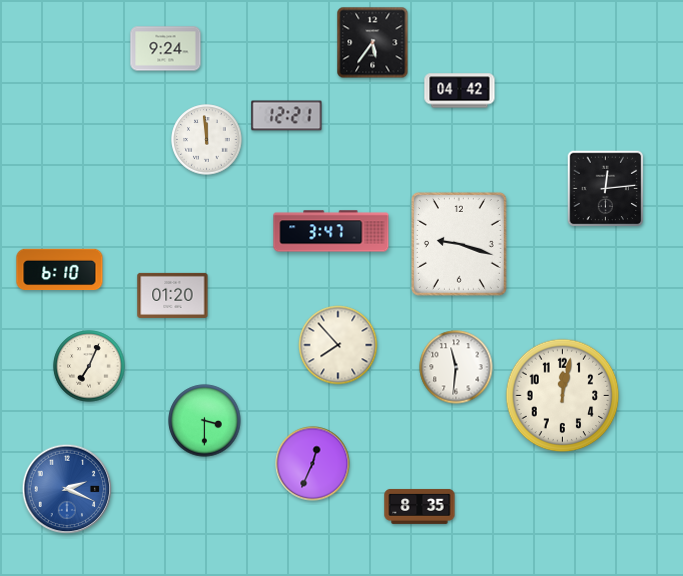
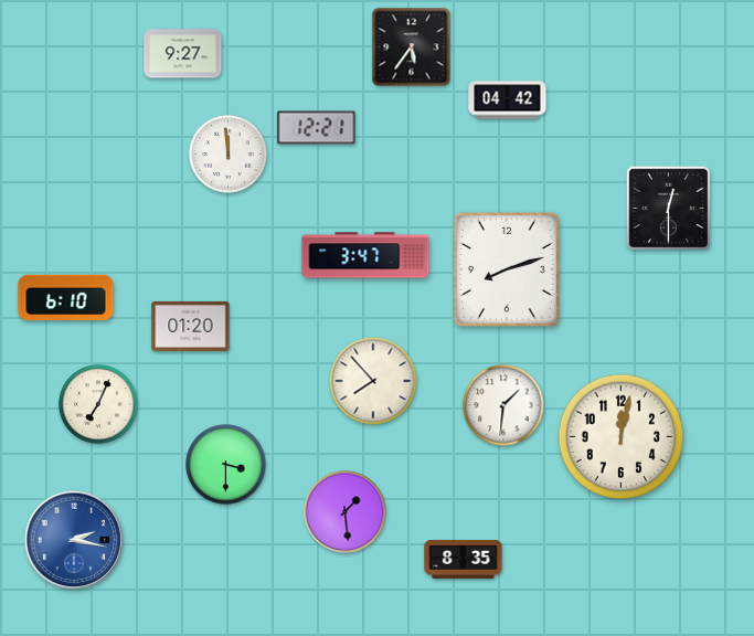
clock at (166, 49): 9:24 -> 9:27
clock at (606, 189): 12:14 -> 12:30
clock at (459, 244): 9:18 -> 8:12
clock at (456, 367): 11:31 -> 1:31
clock at (313, 464): 12:34 -> 1:29
clock at (67, 489): 2:19 -> 2:17
